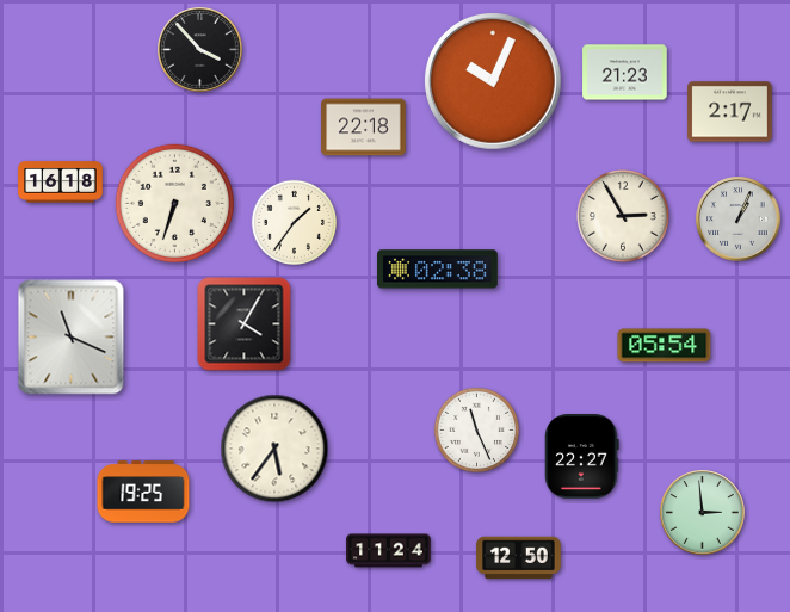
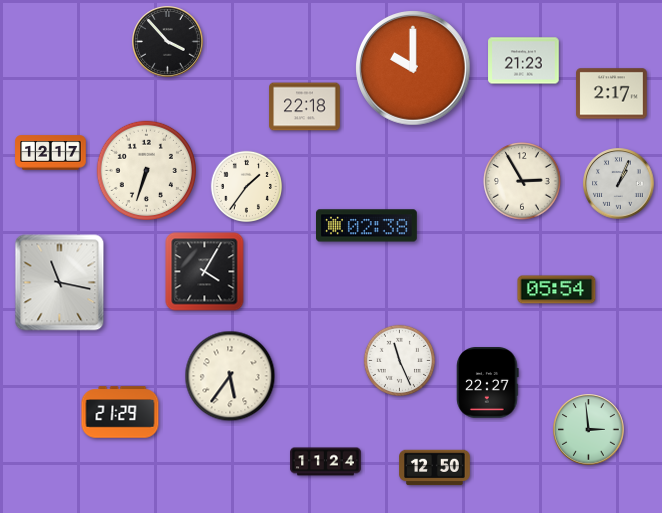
clock at (494, 82): 10:04 -> 10:00
clock at (61, 183): 16:18 -> 12:17
clock at (72, 338): 11:19 -> 11:17
clock at (143, 492): 19:25 -> 21:29
